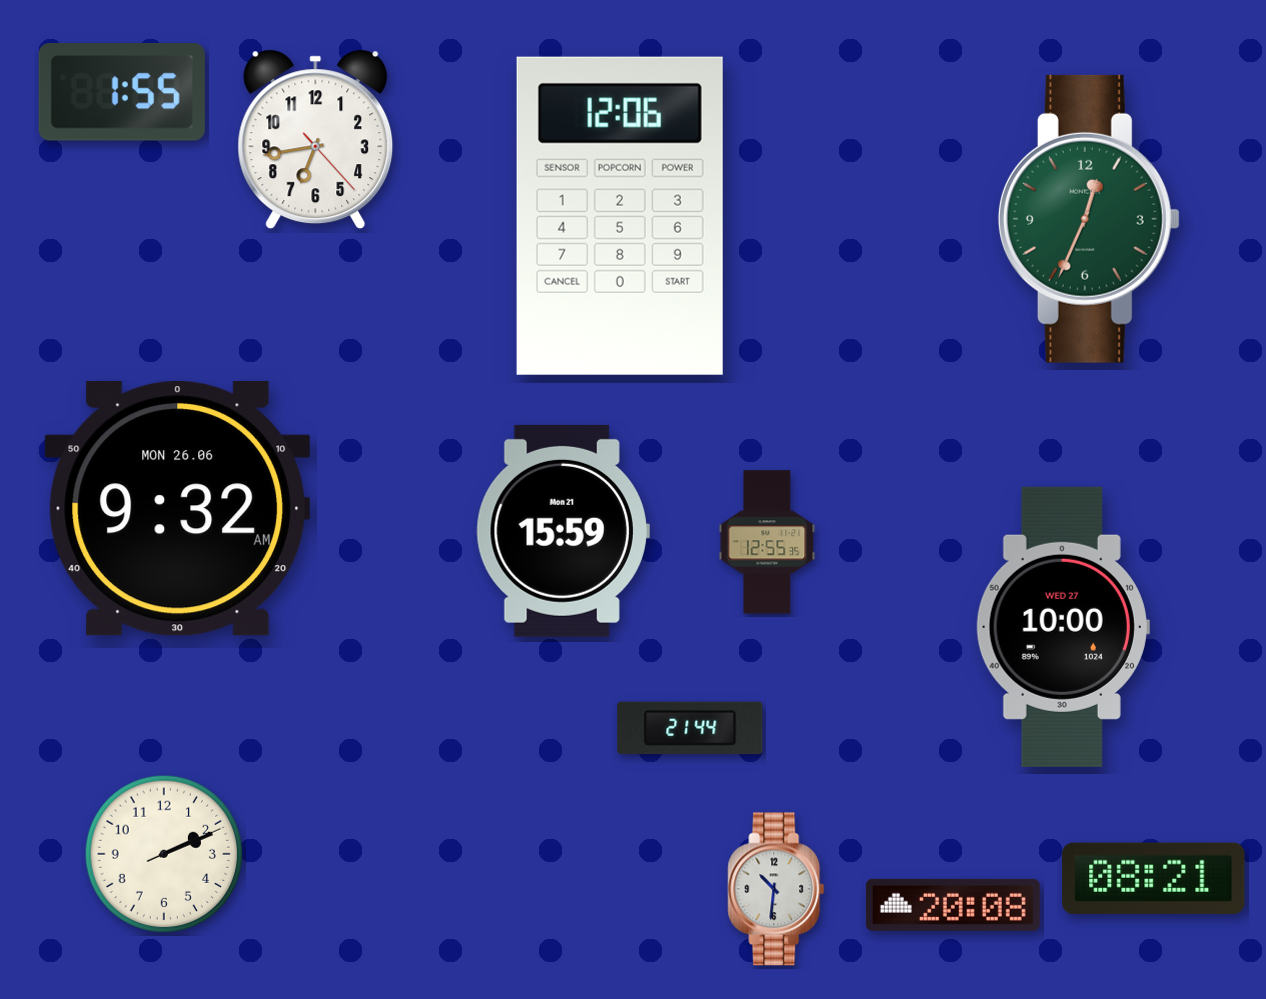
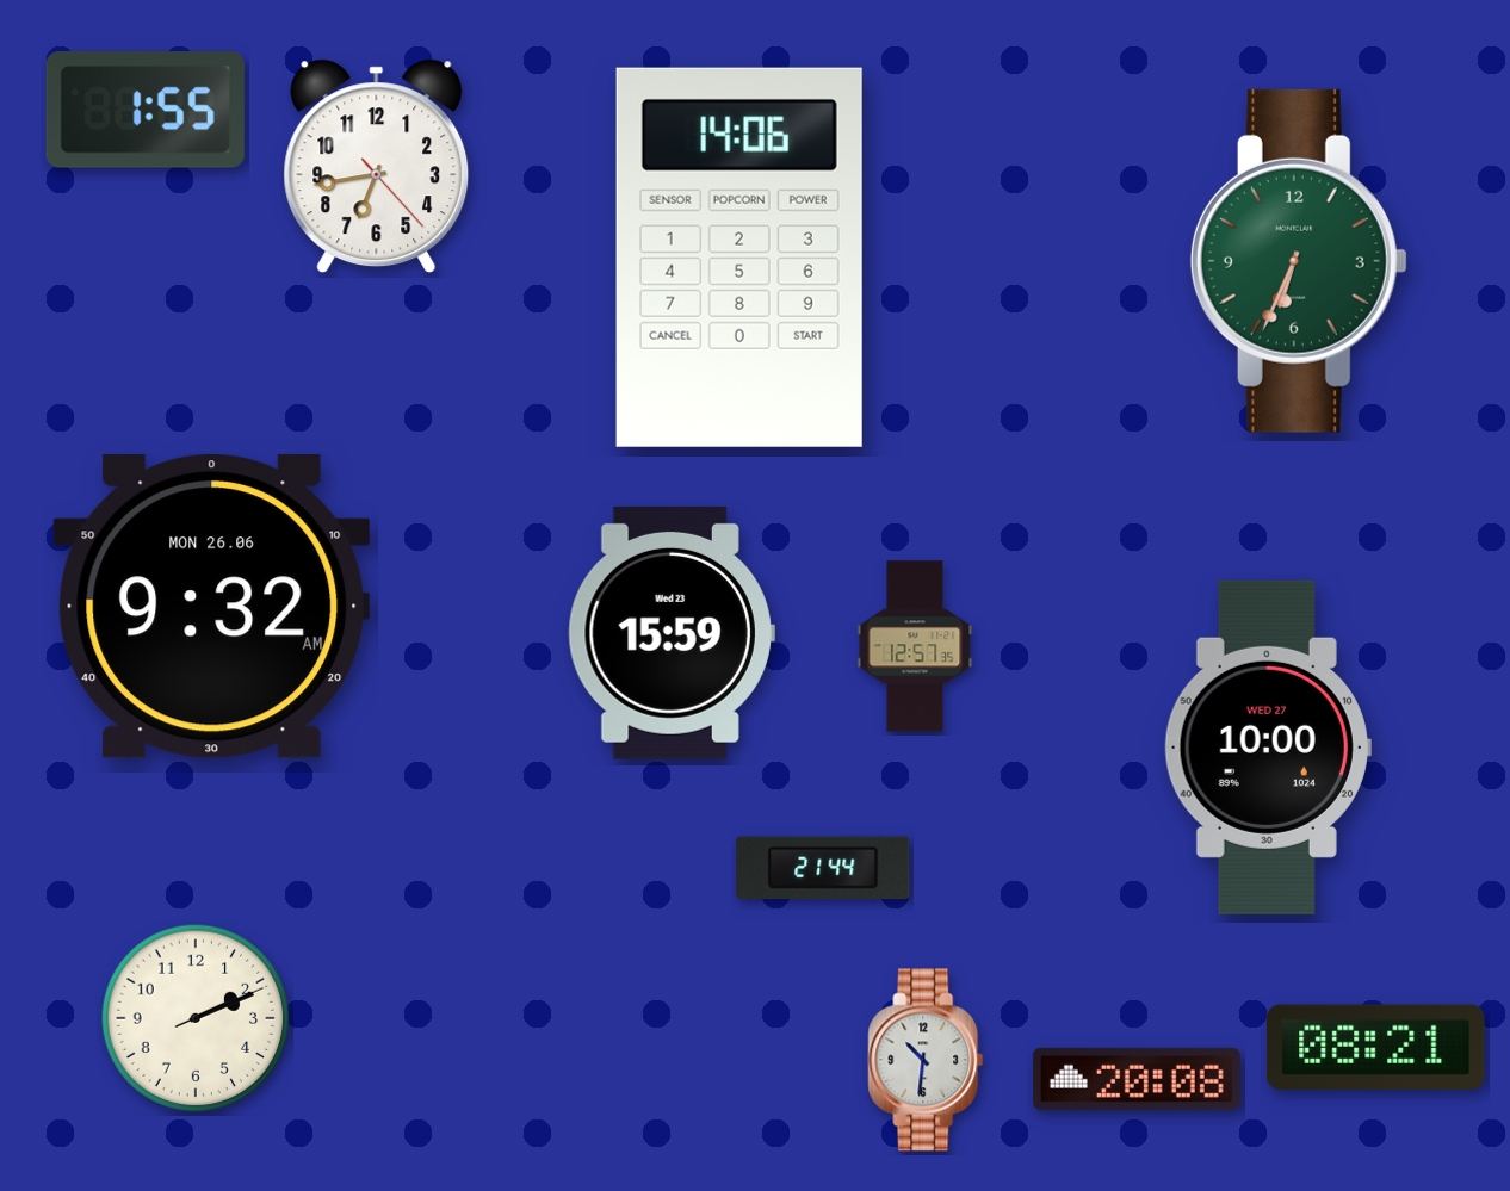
clock at (620, 216): 12:06 -> 14:06
clock at (1089, 219): 12:34 -> 6:34
clock at (563, 531) date: Mon 21 -> Wed 23
clock at (767, 542): 12:55 -> 12:57
